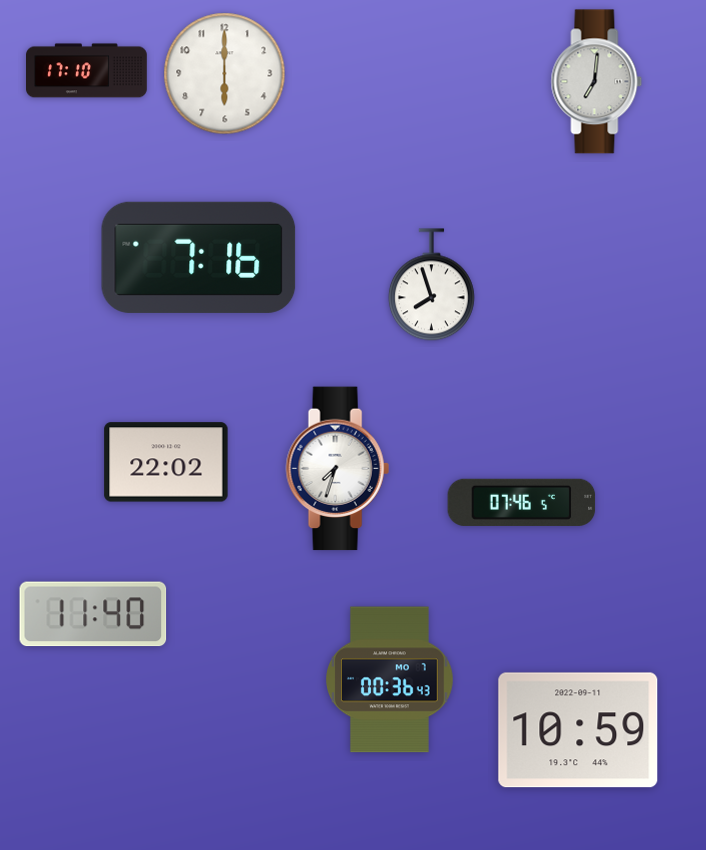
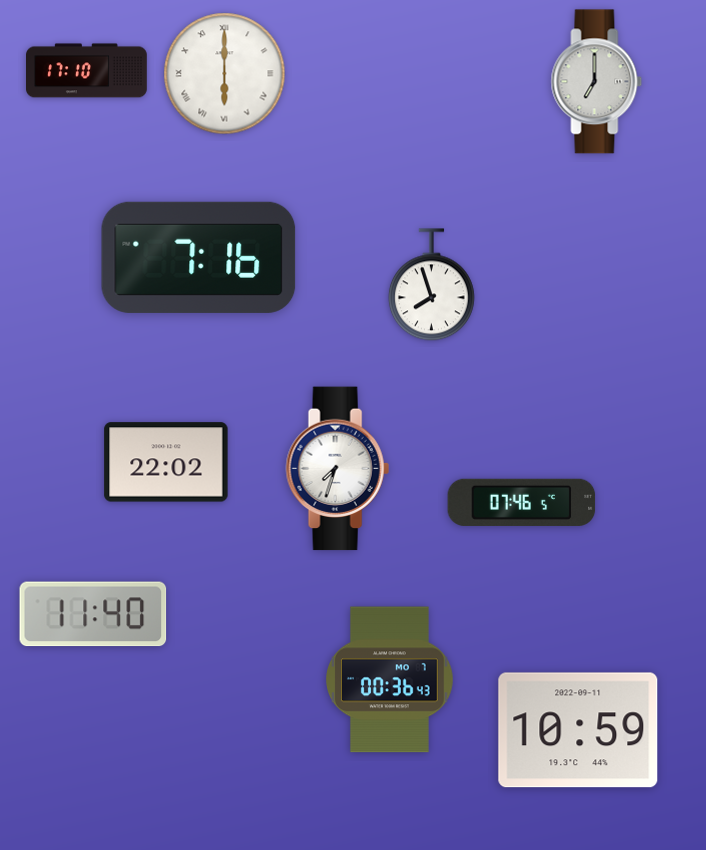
clock at (225, 74) numerals: Arabic -> Roman
clock at (597, 82): 7:01 -> 7:00
